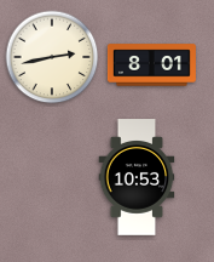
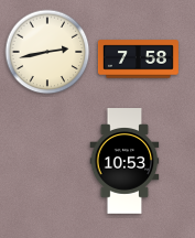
clock at (151, 65): 8:01 -> 7:58
